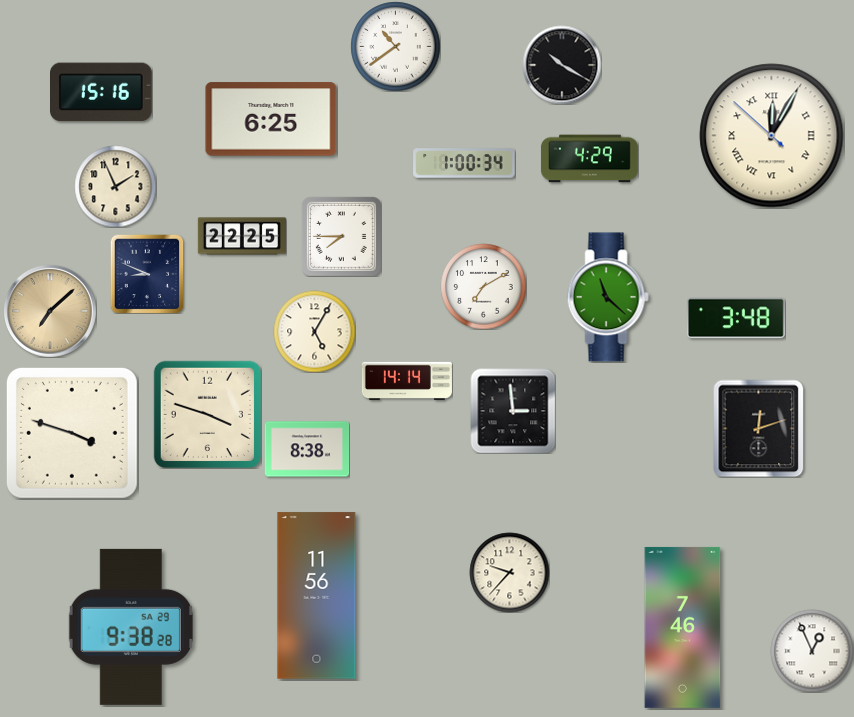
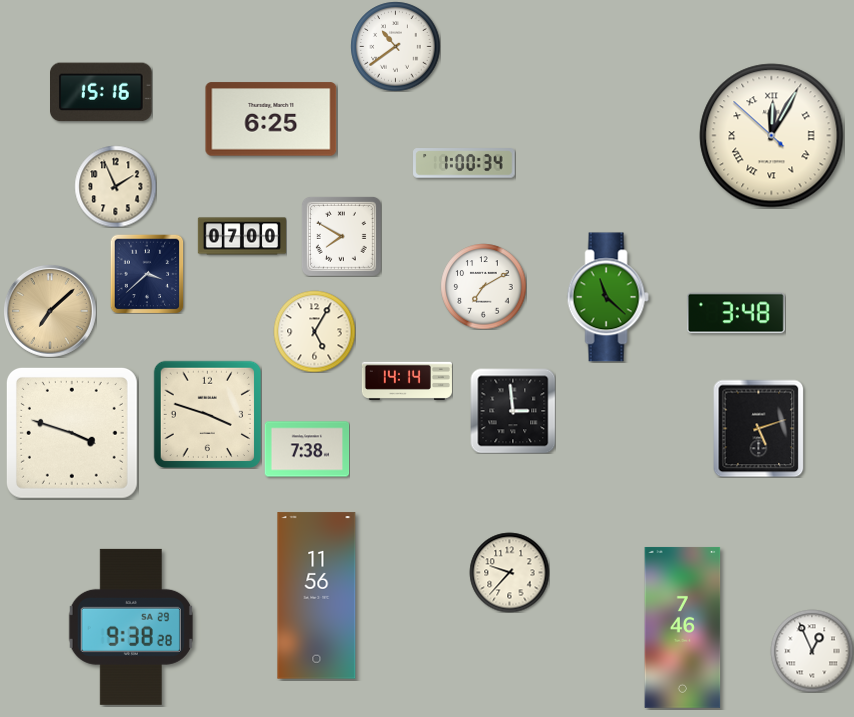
clock at (562, 65): 10:20 -> none
clock at (589, 159): 4:29 -> none
clock at (241, 236): 22:25 -> 07:00
clock at (341, 236): 7:45 -> 7:50
clock at (147, 274): 8:49 -> 3:38
clock at (736, 318) position: (736, 318) -> (736, 313)
clock at (759, 428): 12:12 -> 5:12
clock at (307, 449): 8:38 -> 7:38
